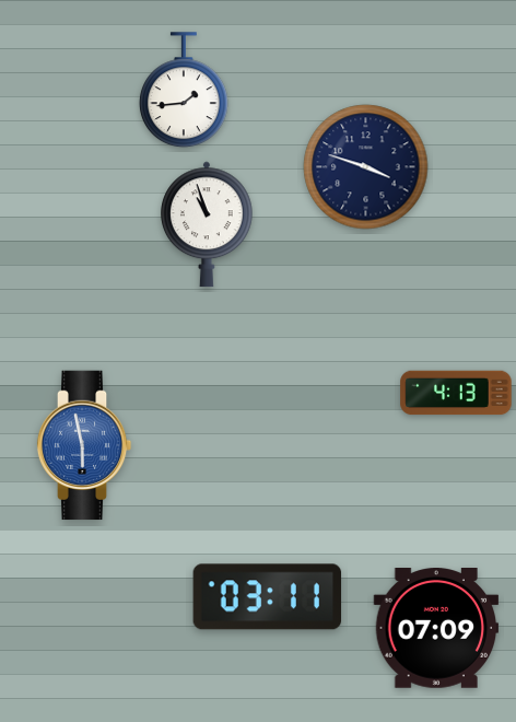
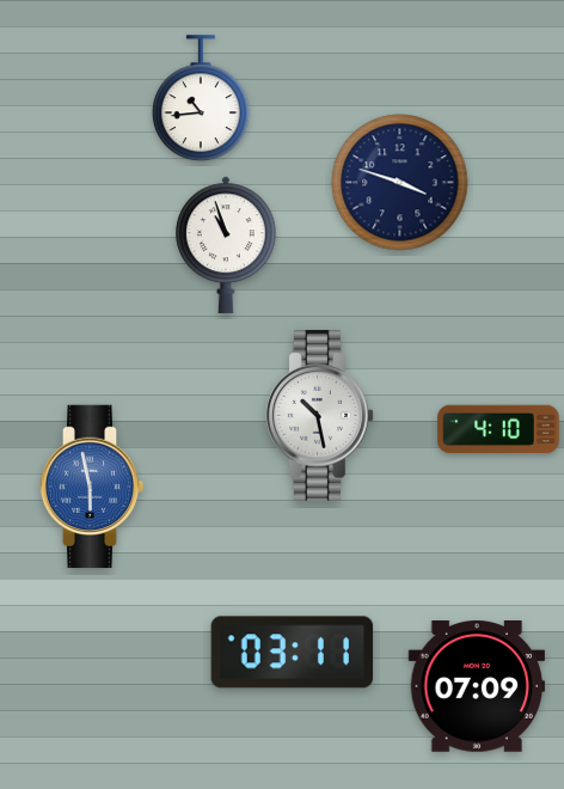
clock at (184, 91): 1:44 -> 10:44
clock at (320, 416): none -> 10:28
clock at (456, 393): 4:13 -> 4:10
